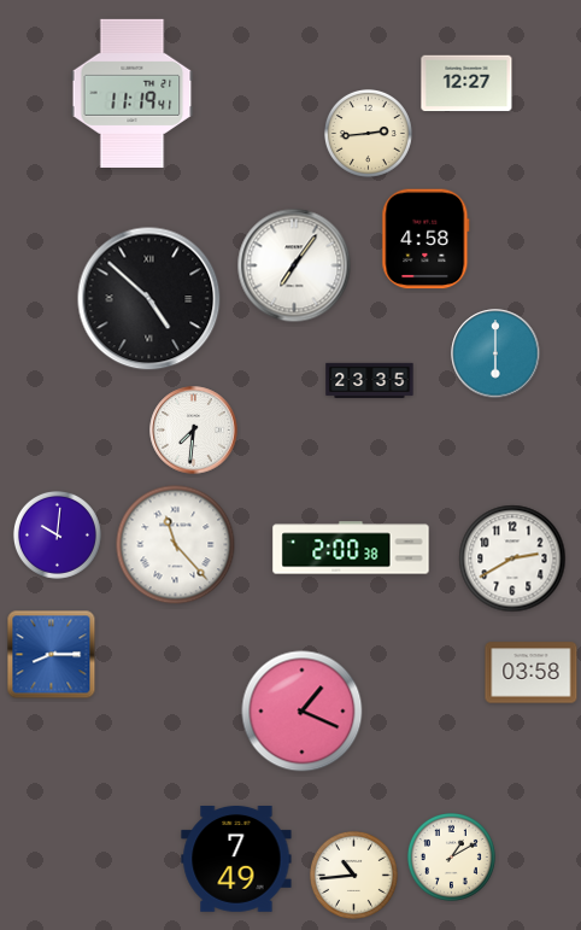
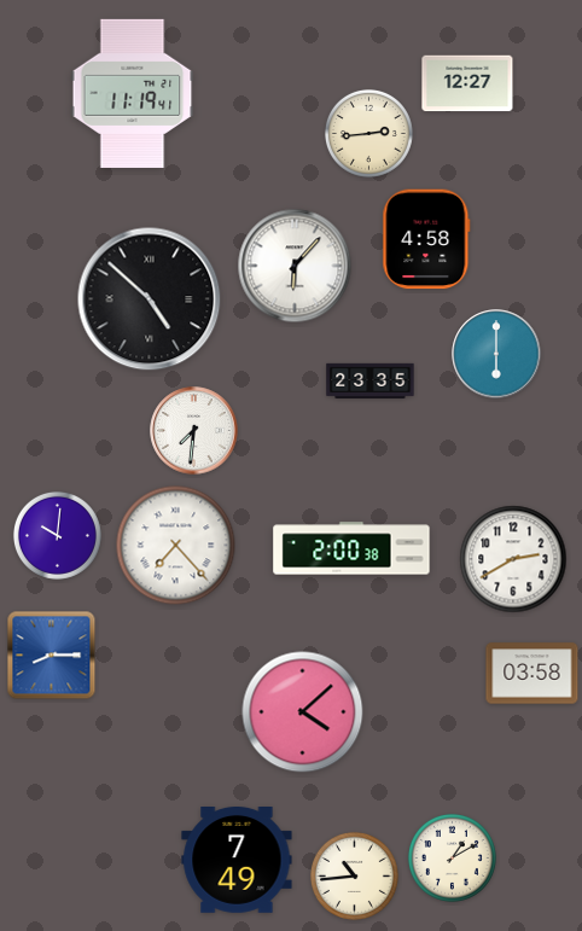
clock at (294, 265): 7:06 -> 6:07
clock at (176, 545): 11:23 -> 7:23
clock at (303, 712): 1:19 -> 4:08
